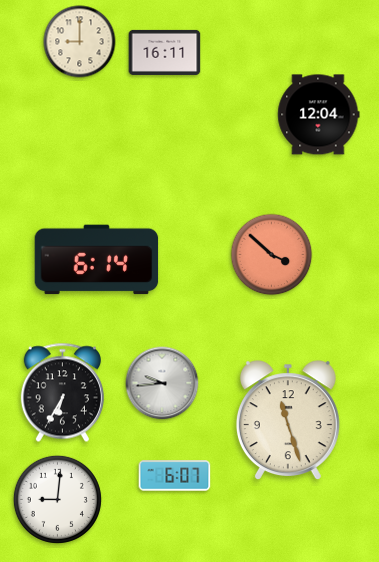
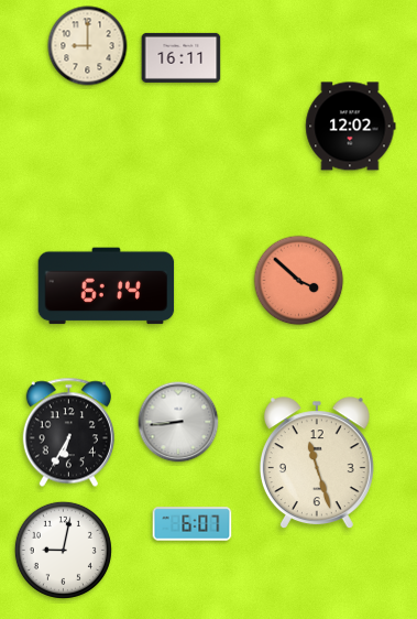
clock at (319, 115): 12:04 -> 12:02
clock at (162, 383): 9:44 -> 8:44
clock at (57, 499): 9:01 -> 9:02
